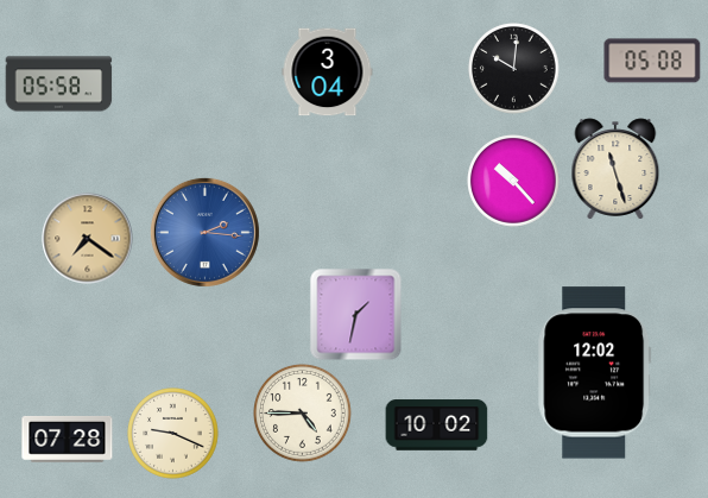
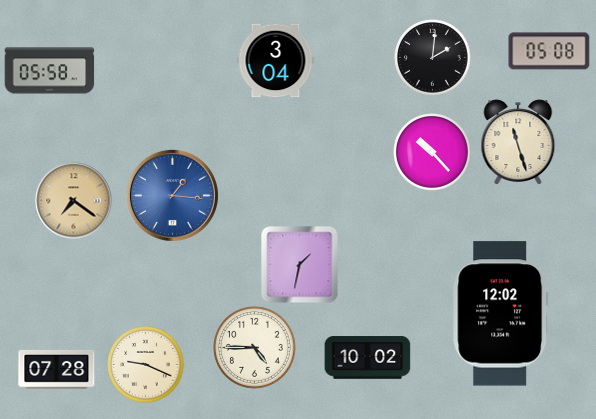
clock at (514, 69): 10:01 -> 2:01
clock at (204, 232): 2:16 -> 1:16
